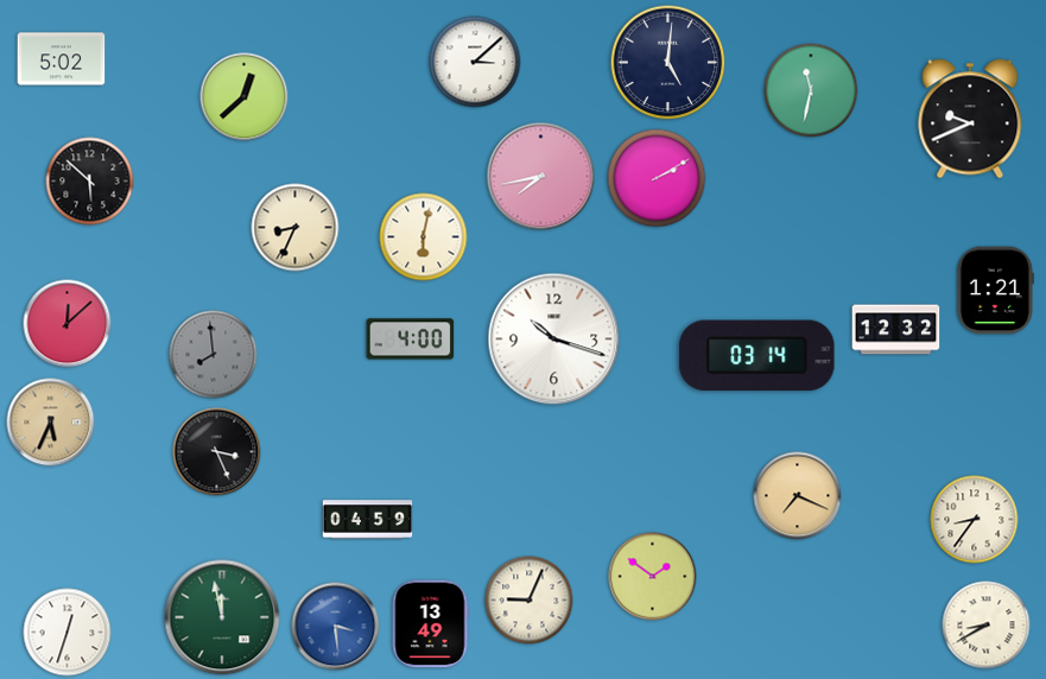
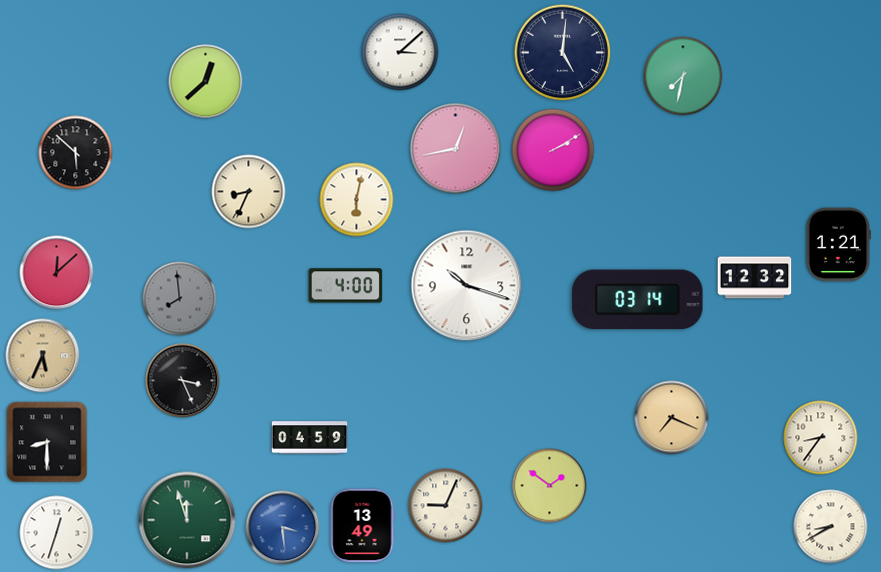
clock at (62, 59): 5:02 -> none
clock at (811, 90): 11:32 -> 7:32
clock at (970, 119): 9:41 -> none
clock at (541, 177): 7:43 -> 12:43
clock at (47, 442): none -> 8:30
clock at (222, 617): 11:58 -> 11:57
